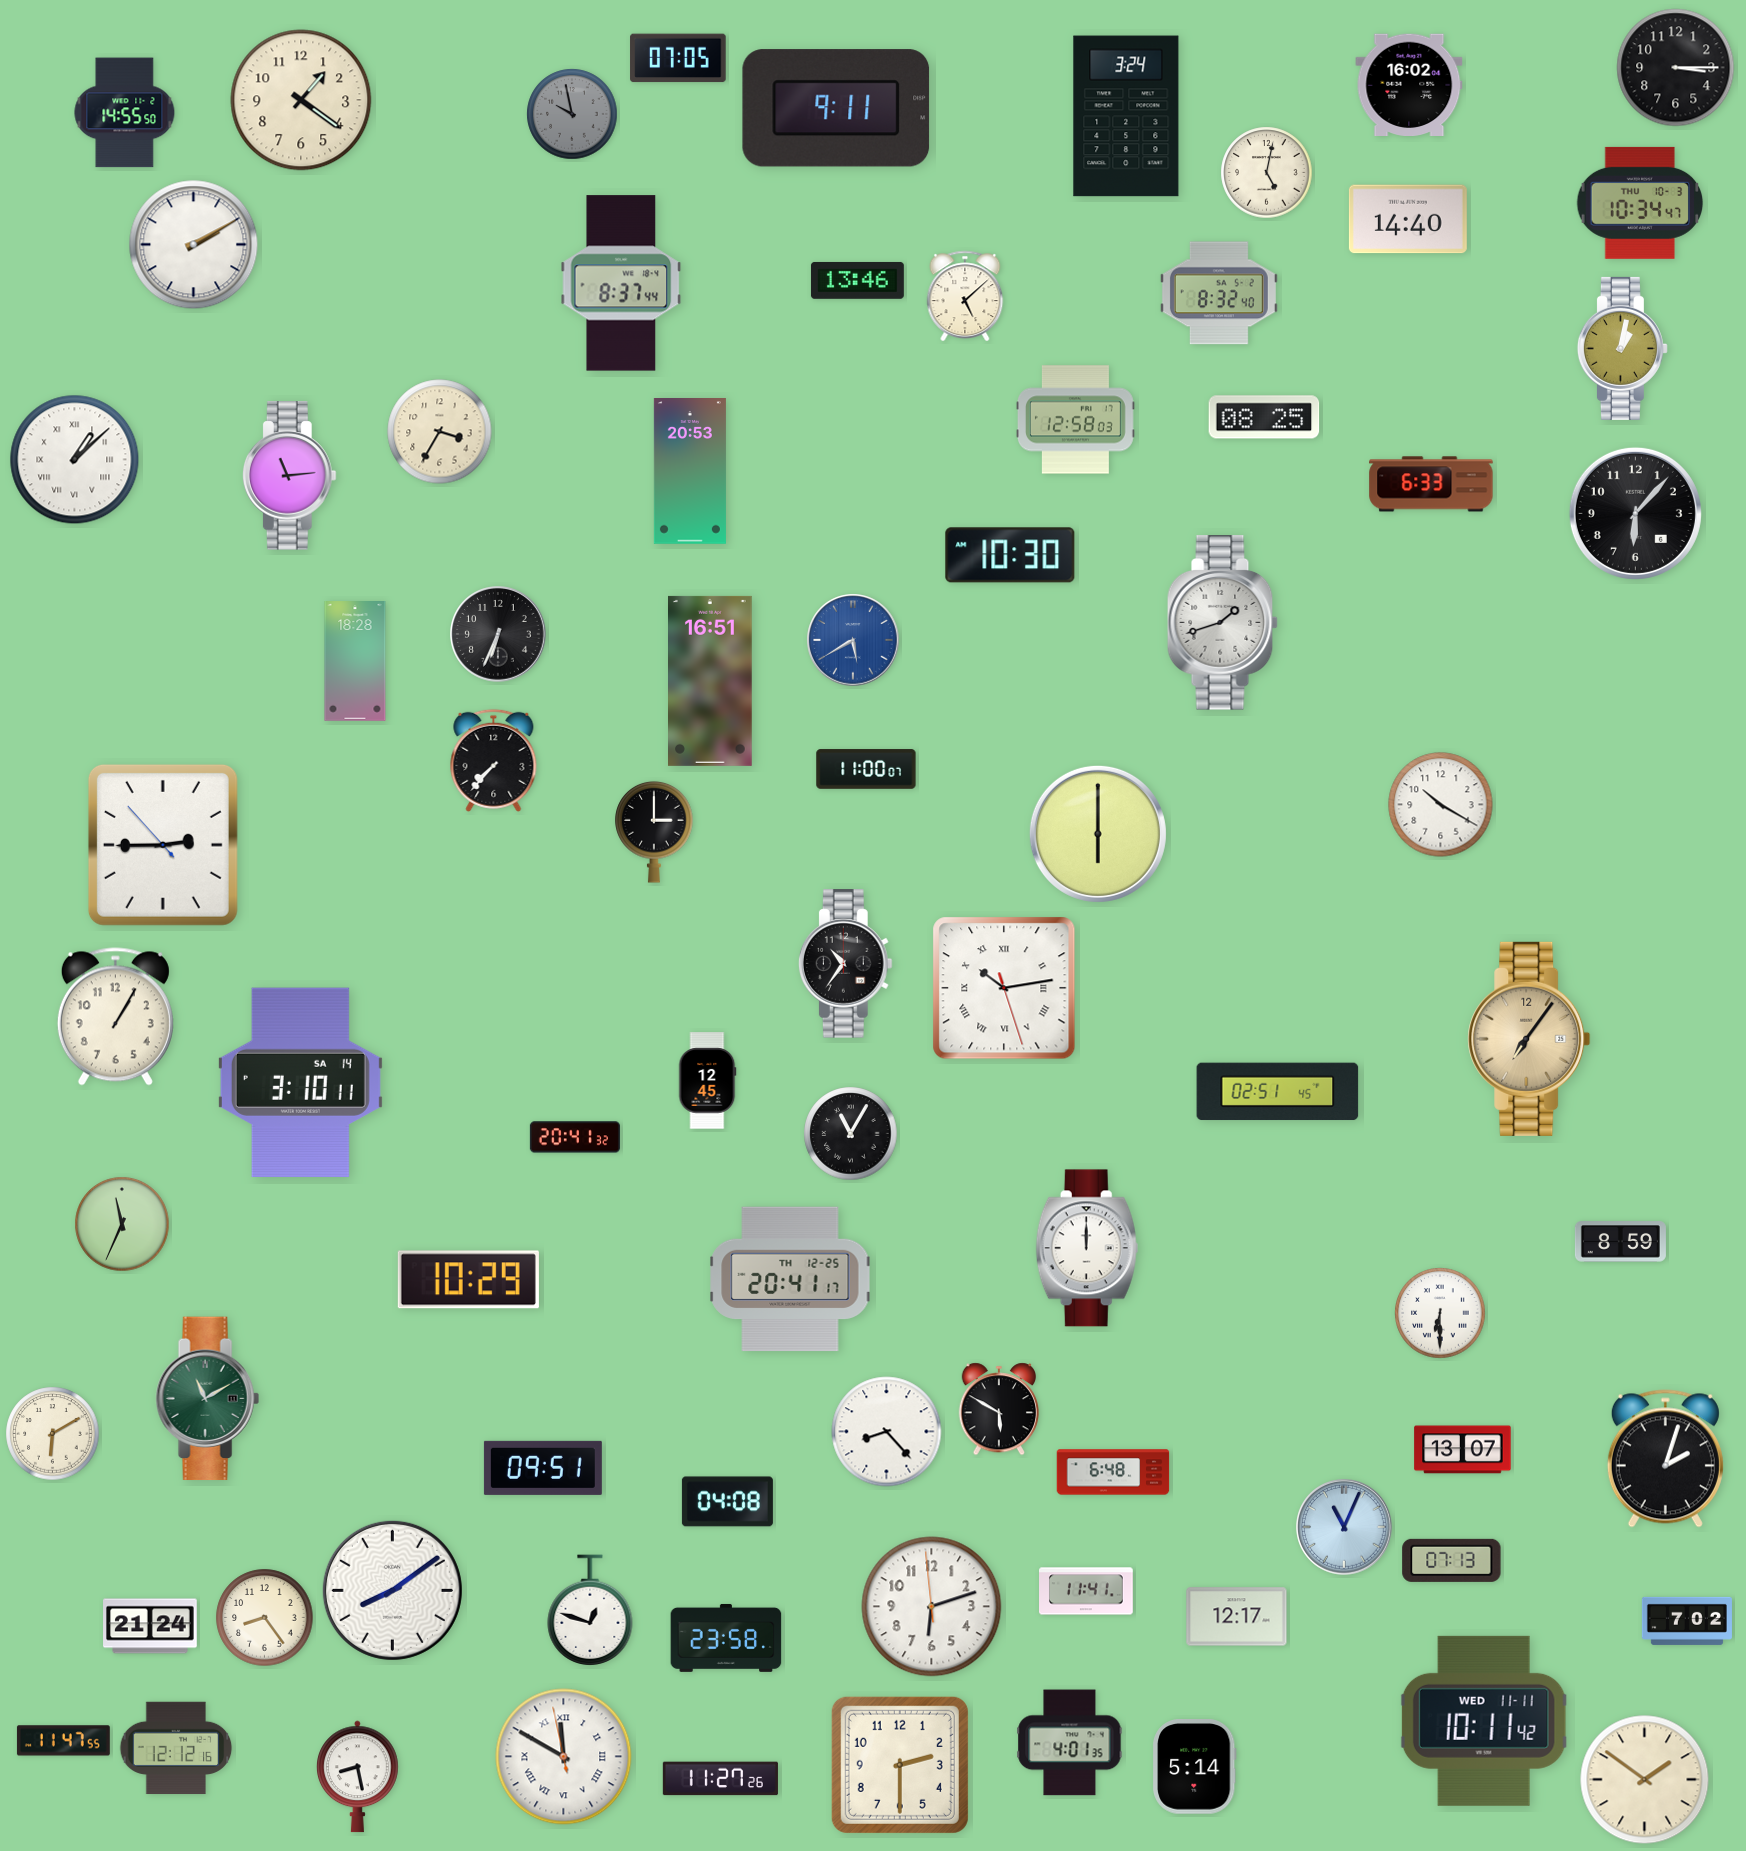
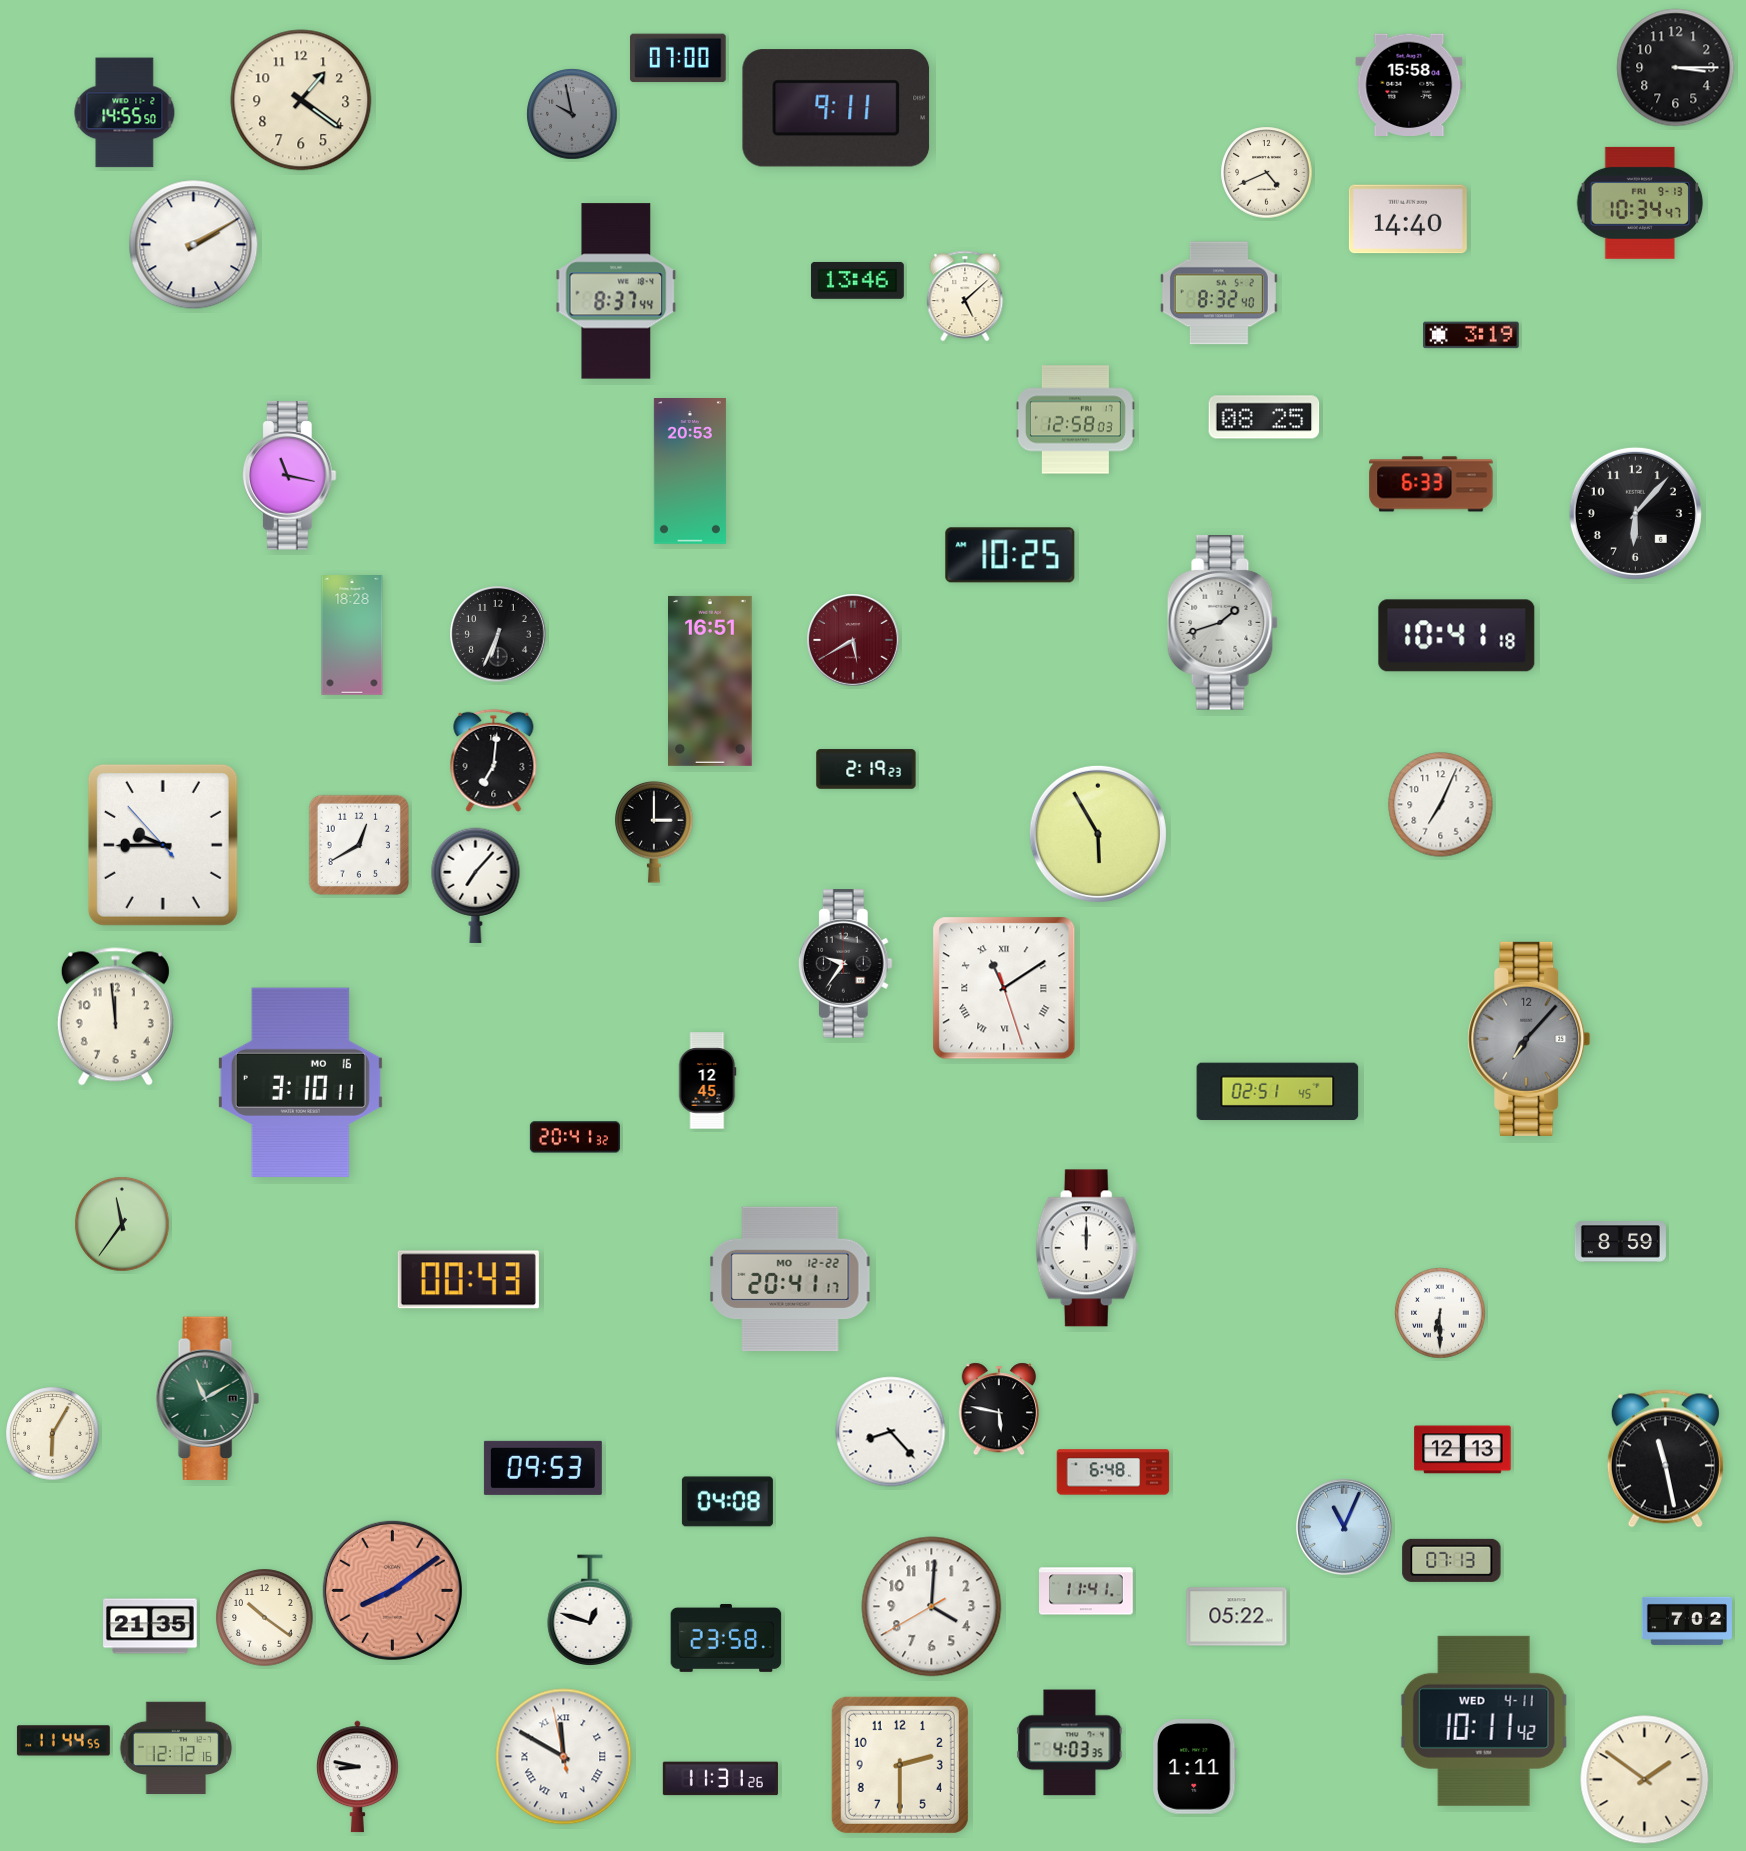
clock at (678, 58): 07:05 -> 07:00
clock at (1409, 84): 16:02 -> 15:58
clock at (1126, 116): 3:24 -> none
clock at (1267, 173): 5:02 -> 4:41
clock at (1640, 203) date: THU 10-3 -> FRI 9-13
clock at (621, 283) position: (621, 283) -> (616, 291)
clock at (1471, 335): none -> 3:19
clock at (1622, 348): 1:02 -> none
clock at (440, 432): 3:35 -> none
clock at (75, 460): 1:08 -> none
clock at (289, 476): 11:14 -> 11:17
clock at (1010, 555): 10:30 -> 10:25
clock at (1457, 636): none -> 10:41
clock at (853, 640) dial: blue -> burgundy
clock at (355, 662) position: (355, 662) -> (352, 636)
clock at (494, 760): 7:37 -> 7:01
clock at (866, 769): 11:00 -> 2:19
clock at (1441, 805): 10:20 -> 7:04
clock at (1098, 834): 6:00 -> 5:55
clock at (163, 845): 2:44 -> 9:44
clock at (359, 845): none -> 12:40
clock at (476, 885): none -> 7:07
clock at (845, 964): 10:36 -> 9:36
clock at (1004, 988): 10:13 -> 11:09
clock at (115, 1017): 1:05 -> 11:59
clock at (1529, 1039): 7:06 -> 7:07
clock at (1529, 1039) dial: champagne -> grey
clock at (300, 1083) date: SA 14 -> MO 16
clock at (851, 1134): 11:05 -> none
clock at (122, 1224): 11:34 -> 11:36
clock at (790, 1279) date: TH 12-25 -> MO 12-22
clock at (468, 1280): 10:29 -> 00:43
clock at (998, 1409): 5:50 -> 5:47
clock at (887, 1432) position: (887, 1432) -> (891, 1432)
clock at (53, 1434): 6:10 -> 6:05
clock at (1463, 1450): 13:07 -> 12:13
clock at (1665, 1459): 2:03 -> 11:28
clock at (543, 1468): 09:51 -> 09:53
clock at (392, 1590) dial: white -> salmon
clock at (932, 1607): 6:11 -> 4:00
clock at (1237, 1617): 12:17 -> 05:22
clock at (265, 1618): 8:24 -> 10:21
clock at (150, 1626): 21:24 -> 21:35
clock at (1484, 1721) date: WED 11-11 -> WED 4-11
clock at (63, 1741): 11:47 -> 11:44
clock at (1070, 1743): 4:01 -> 4:03
clock at (1195, 1767): 5:14 -> 1:11
clock at (358, 1777): 8:28 -> 8:47
clock at (720, 1779): 11:27 -> 11:31
